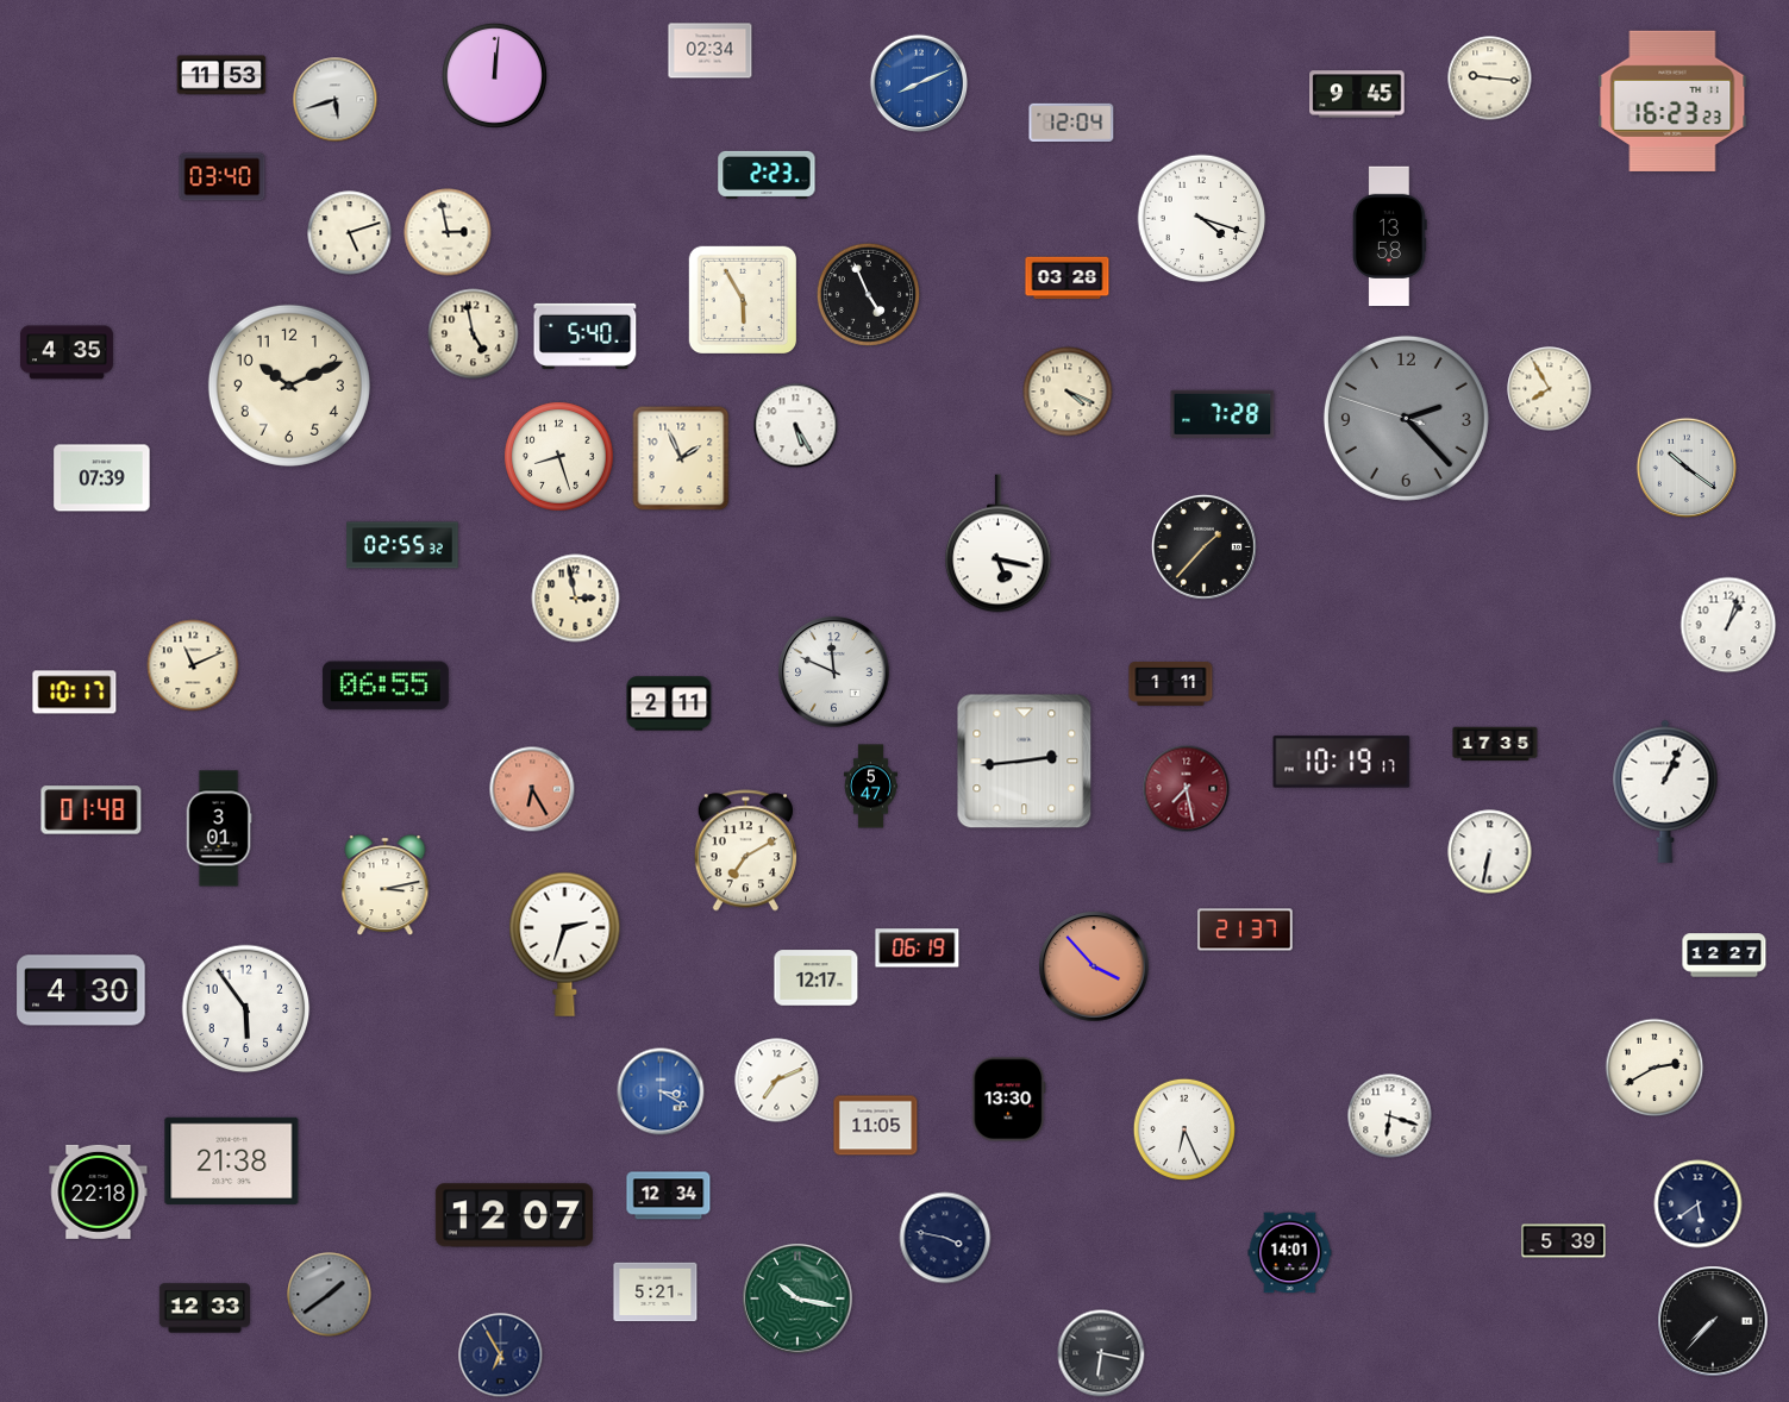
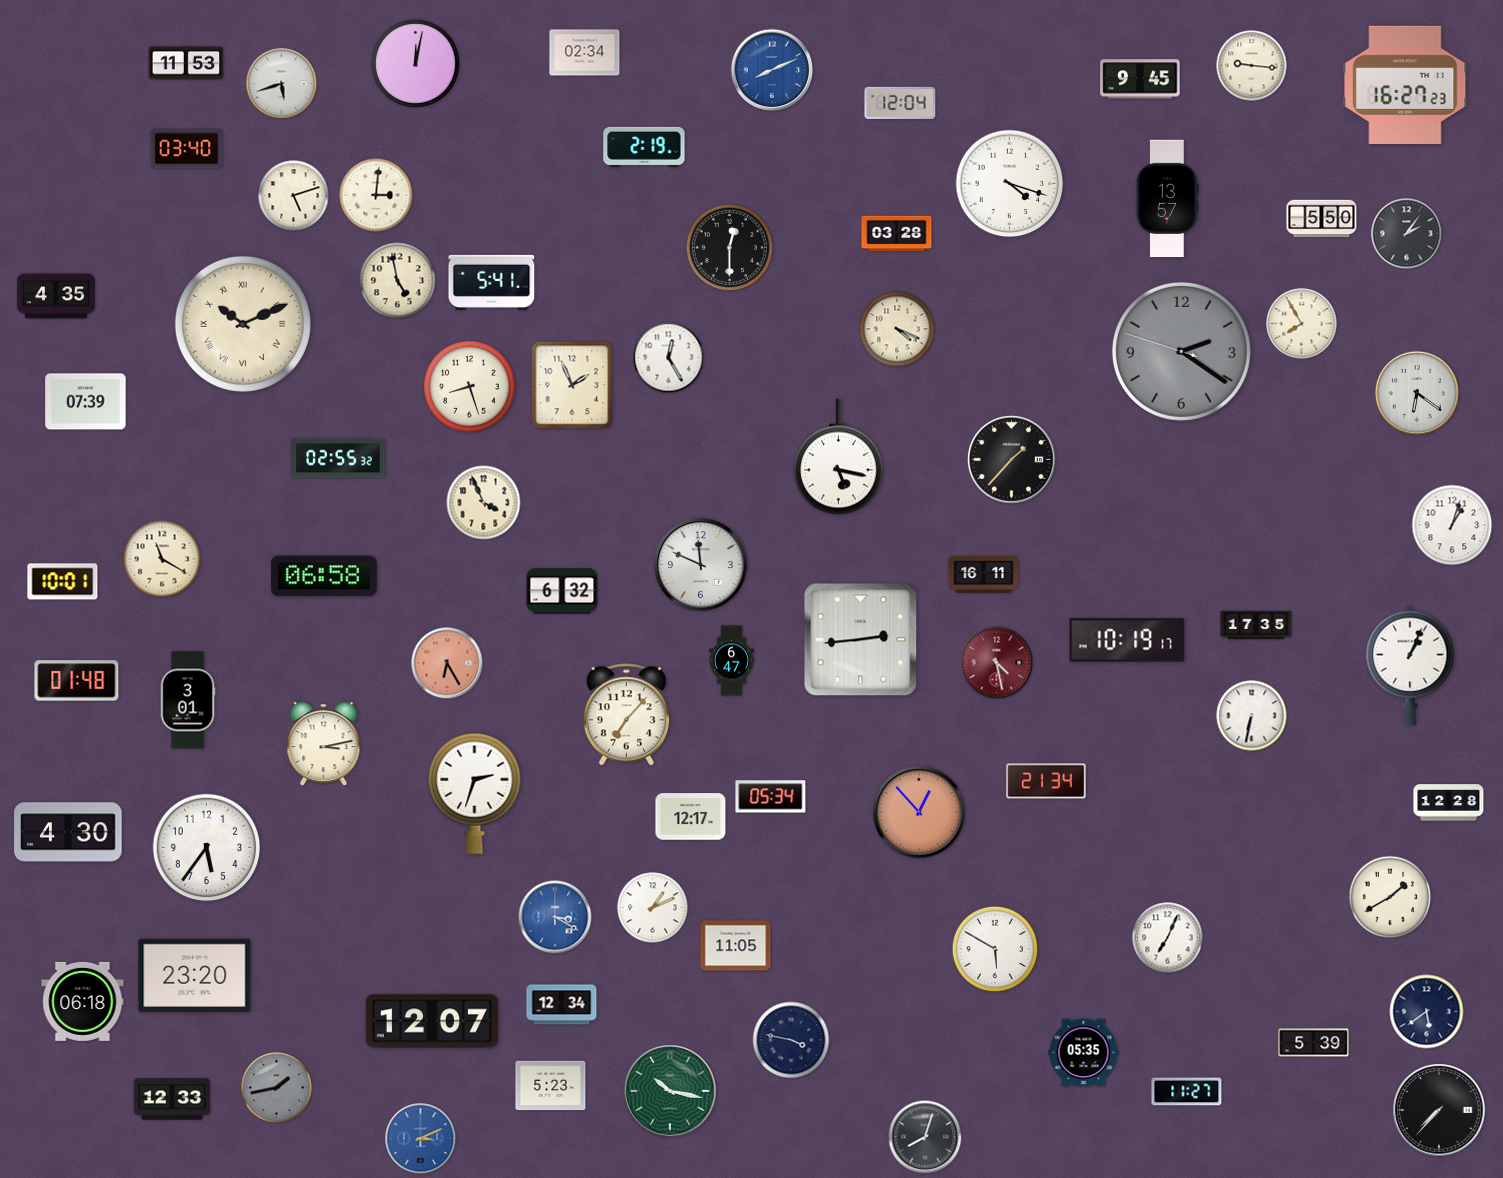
clock at (711, 51) position: (711, 51) -> (585, 53)
clock at (494, 75): 12:01 -> 12:02
clock at (1672, 101): 16:23 -> 16:27
clock at (767, 175): 2:23 -> 2:19
clock at (448, 232): 2:58 -> 3:01
clock at (1389, 237): 13:58 -> 13:57
clock at (1322, 219): none -> 5:50
clock at (1407, 234): none -> 2:06
clock at (868, 294): 4:56 -> 12:30
clock at (743, 300): 5:55 -> none
clock at (586, 336): 5:40 -> 5:41
clock at (289, 386) numerals: Arabic -> Roman
clock at (1550, 389) position: (1550, 389) -> (1302, 324)
clock at (1222, 414): 7:28 -> none
clock at (1406, 418): 2:22 -> 2:20
clock at (796, 426): 5:25 -> 12:25
clock at (559, 457) position: (559, 457) -> (470, 387)
clock at (1685, 467): 10:21 -> 6:21
clock at (576, 599): 2:58 -> 3:56
clock at (193, 665): 11:11 -> 11:20
clock at (1171, 683): 1:11 -> 16:11
clock at (386, 686): 06:55 -> 06:58
clock at (75, 693): 10:17 -> 10:01
clock at (669, 703): 2:11 -> 6:32
clock at (870, 787): 5:47 -> 6:47
clock at (1187, 789): 7:28 -> 4:28
clock at (1665, 791) position: (1665, 791) -> (1410, 665)
clock at (219, 828) position: (219, 828) -> (188, 700)
clock at (745, 851): 7:10 -> 7:07
clock at (1245, 930): 21:37 -> 21:34
clock at (918, 949): 06:19 -> 05:34
clock at (1725, 956): 12:27 -> 12:28
clock at (1094, 966): 3:53 -> 12:53
clock at (817, 978) position: (817, 978) -> (691, 817)
clock at (246, 1009): 5:54 -> 5:36
clock at (1654, 1068): 2:40 -> 1:40
clock at (777, 1081): 7:11 -> 1:11
clock at (1009, 1100): 13:30 -> none
clock at (1390, 1116): 6:18 -> 7:04
clock at (1183, 1128): 6:26 -> 5:50
clock at (232, 1160): 21:38 -> 23:20
clock at (99, 1191): 22:18 -> 06:18
clock at (945, 1238) position: (945, 1238) -> (791, 1040)
clock at (1290, 1253): 14:01 -> 05:35
clock at (656, 1293): 5:21 -> 5:23
clock at (330, 1295): 1:39 -> 1:43
clock at (1187, 1092): none -> 11:27
clock at (1101, 1353): 6:17 -> 8:03
clock at (501, 1356): 6:55 -> 3:11
clock at (501, 1356) dial: navy -> blue
